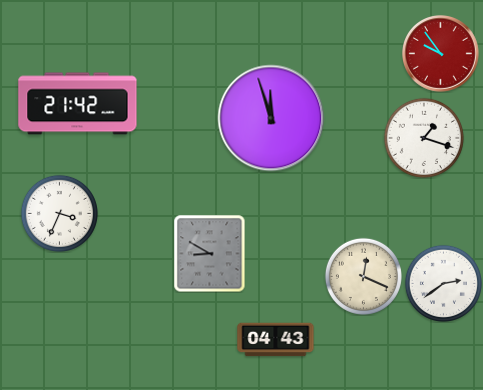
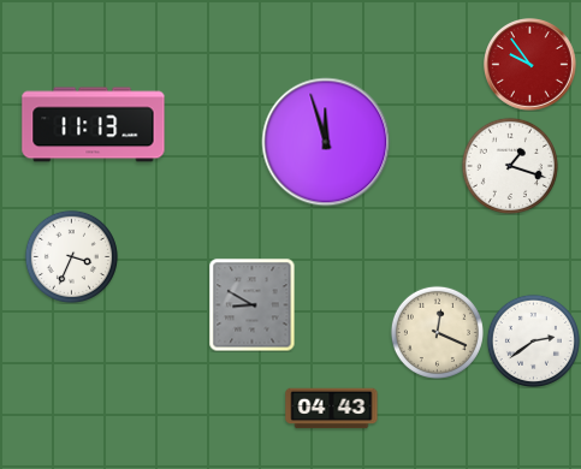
clock at (78, 104): 21:42 -> 11:13
